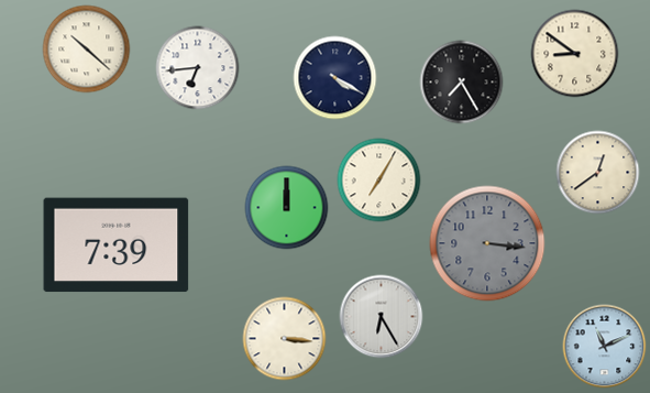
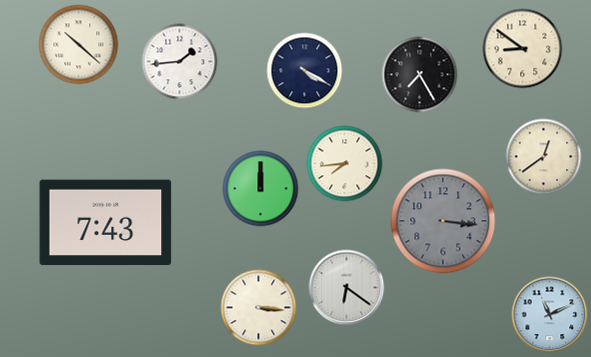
clock at (198, 68): 6:44 -> 1:44
clock at (379, 181): 7:05 -> 7:44
clock at (117, 245): 7:39 -> 7:43
clock at (382, 317): 6:25 -> 6:21
